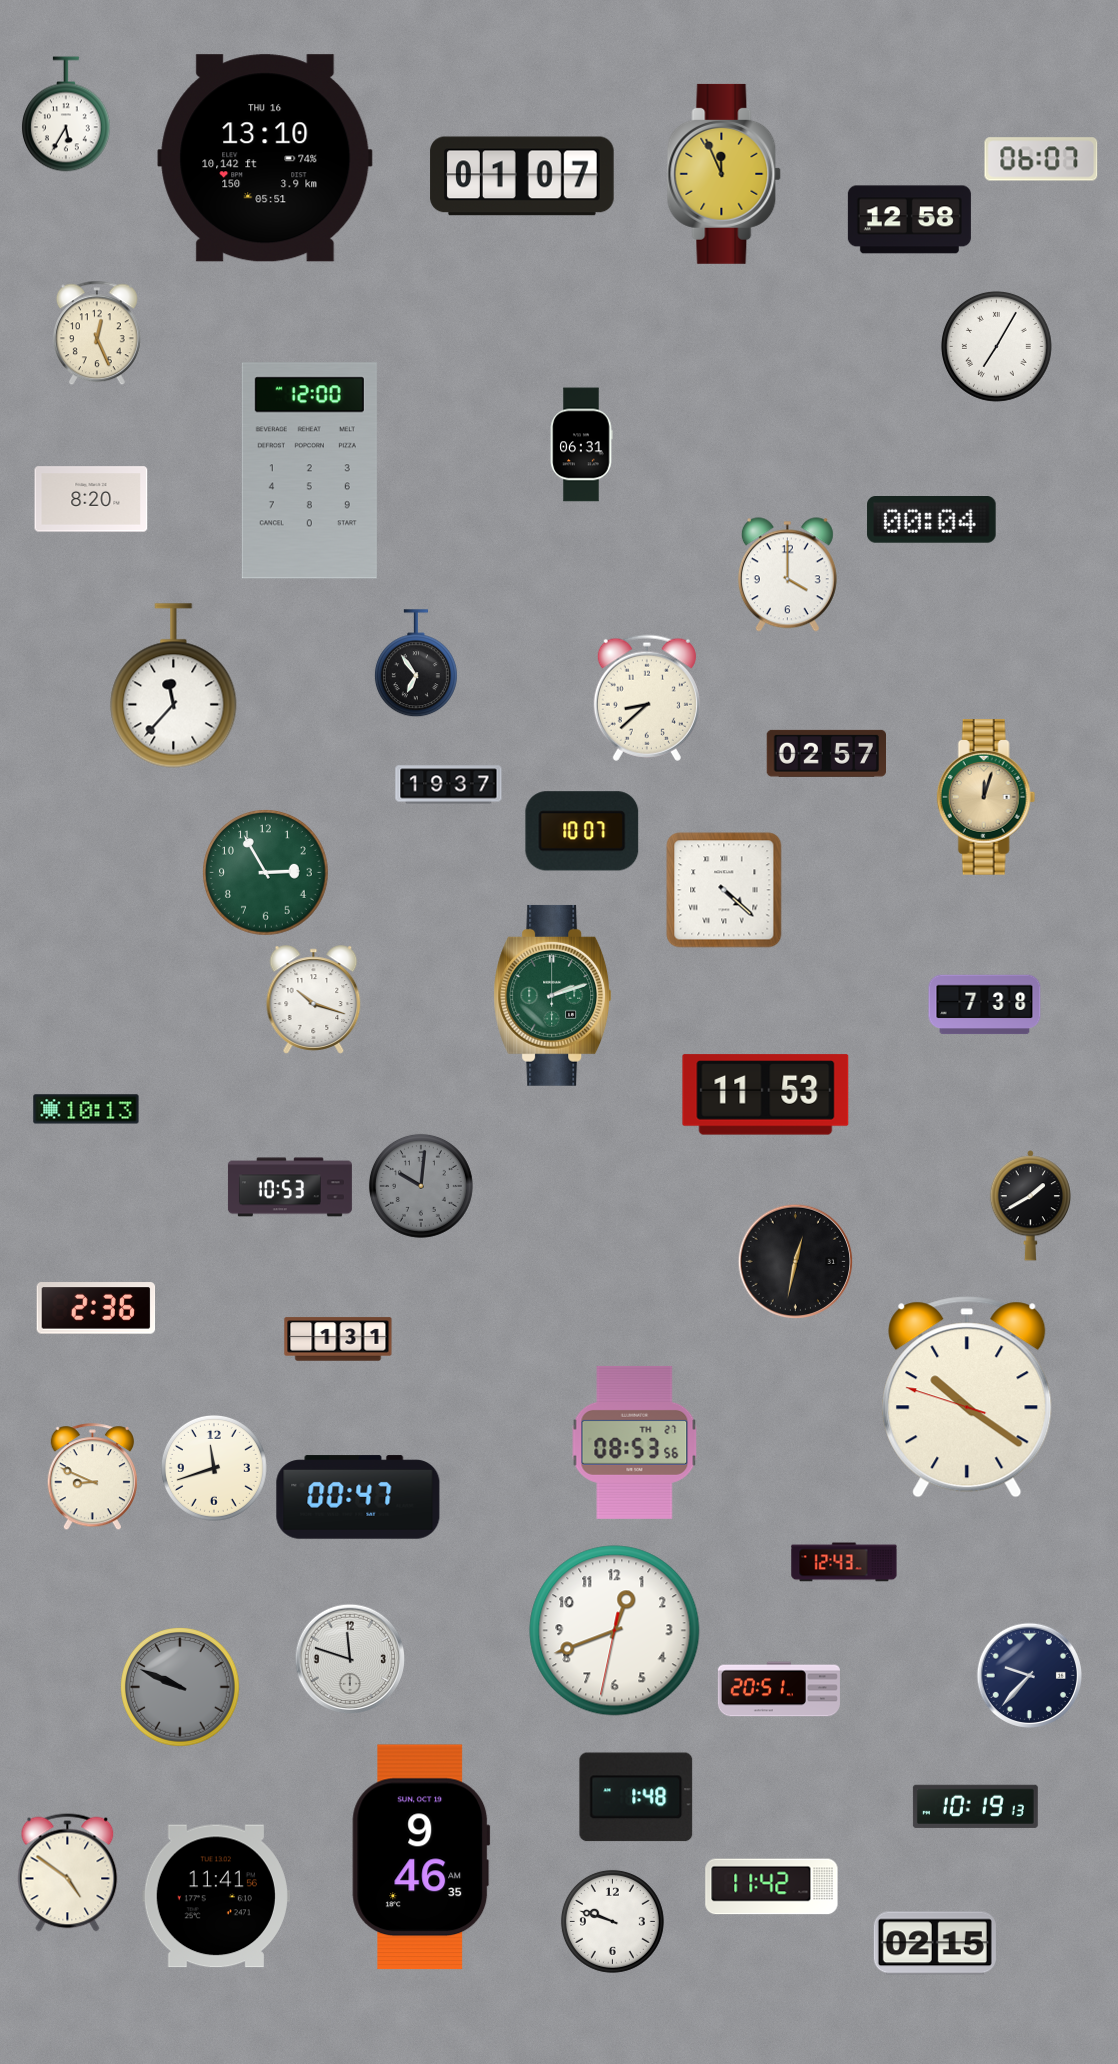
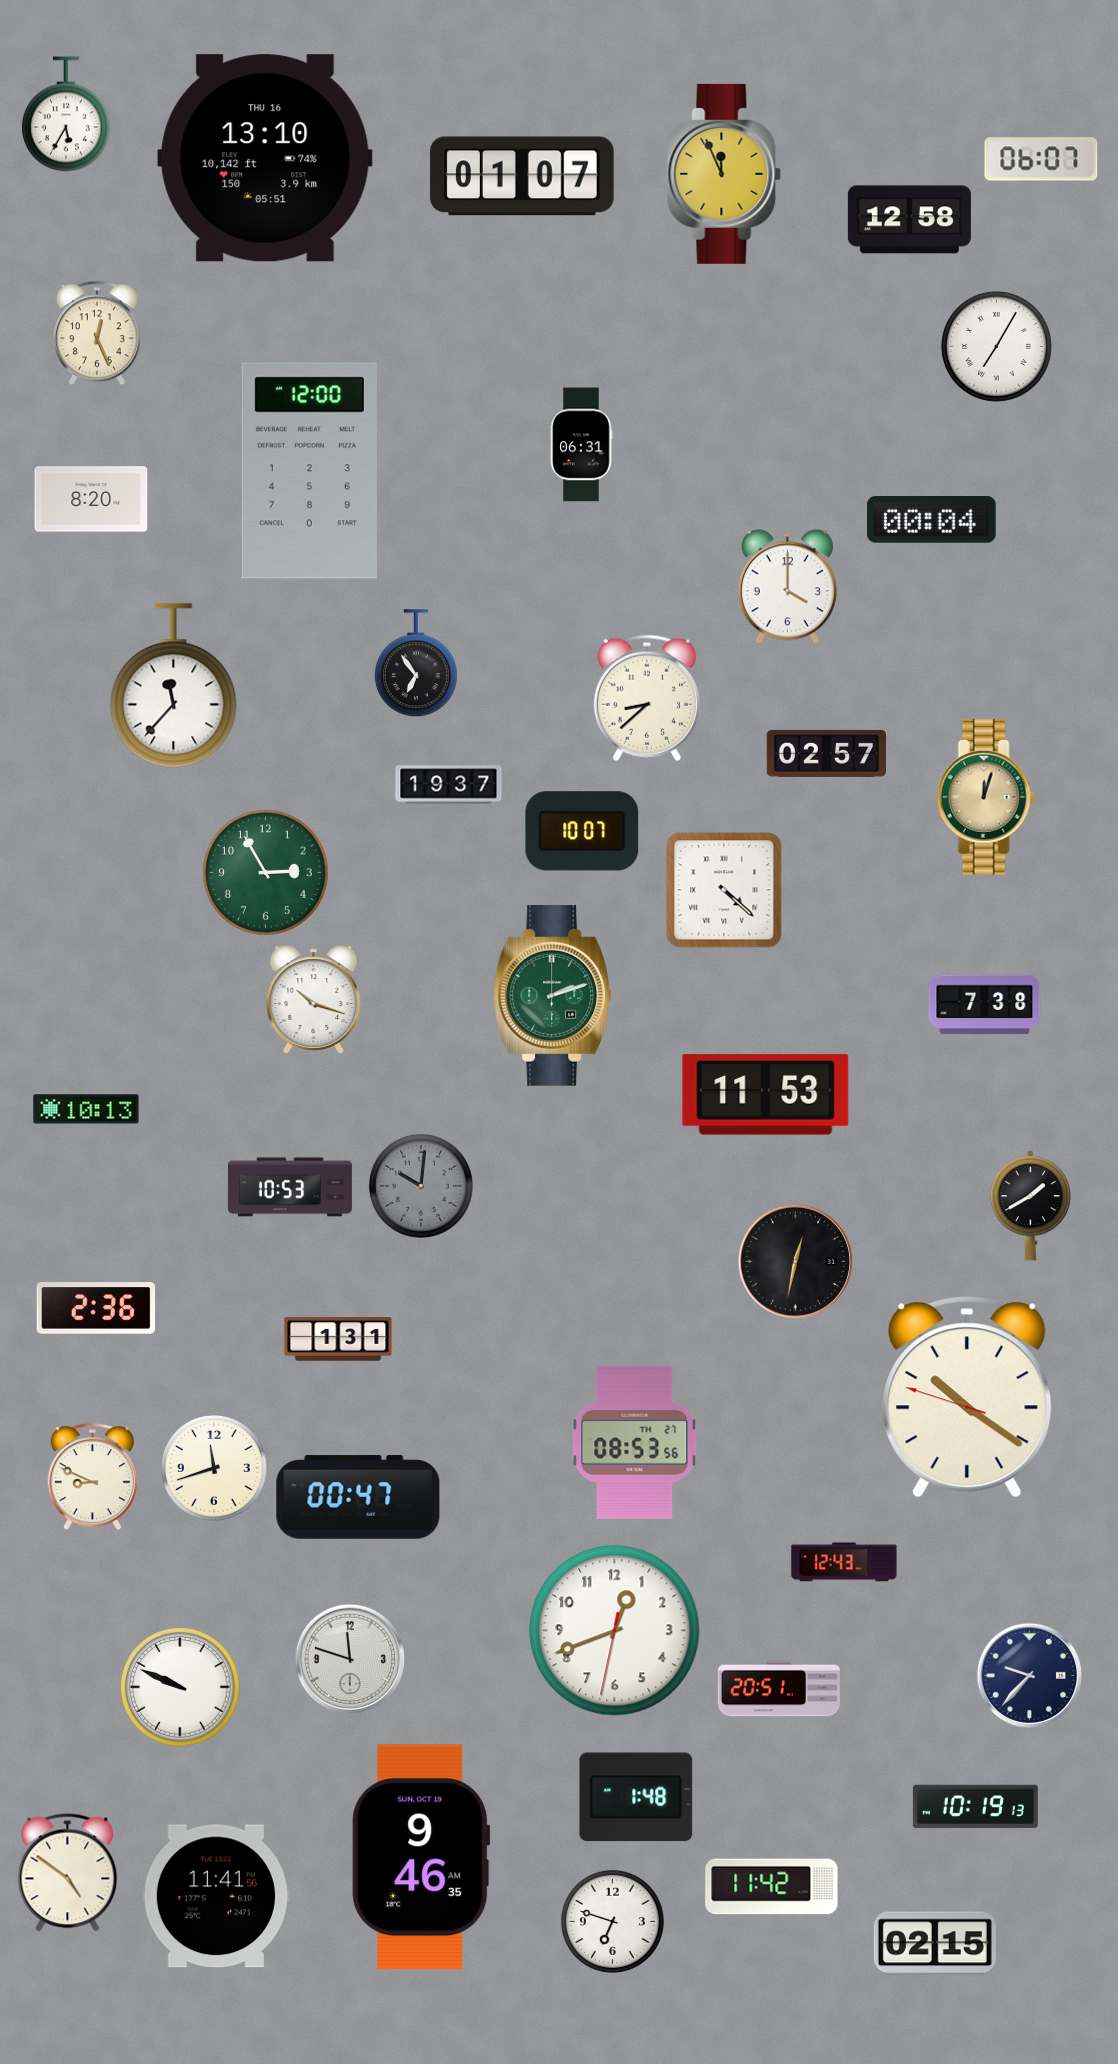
clock at (787, 575) position: (787, 575) -> (787, 587)
clock at (181, 1688) dial: grey -> white
clock at (612, 1921): 9:48 -> 6:48
